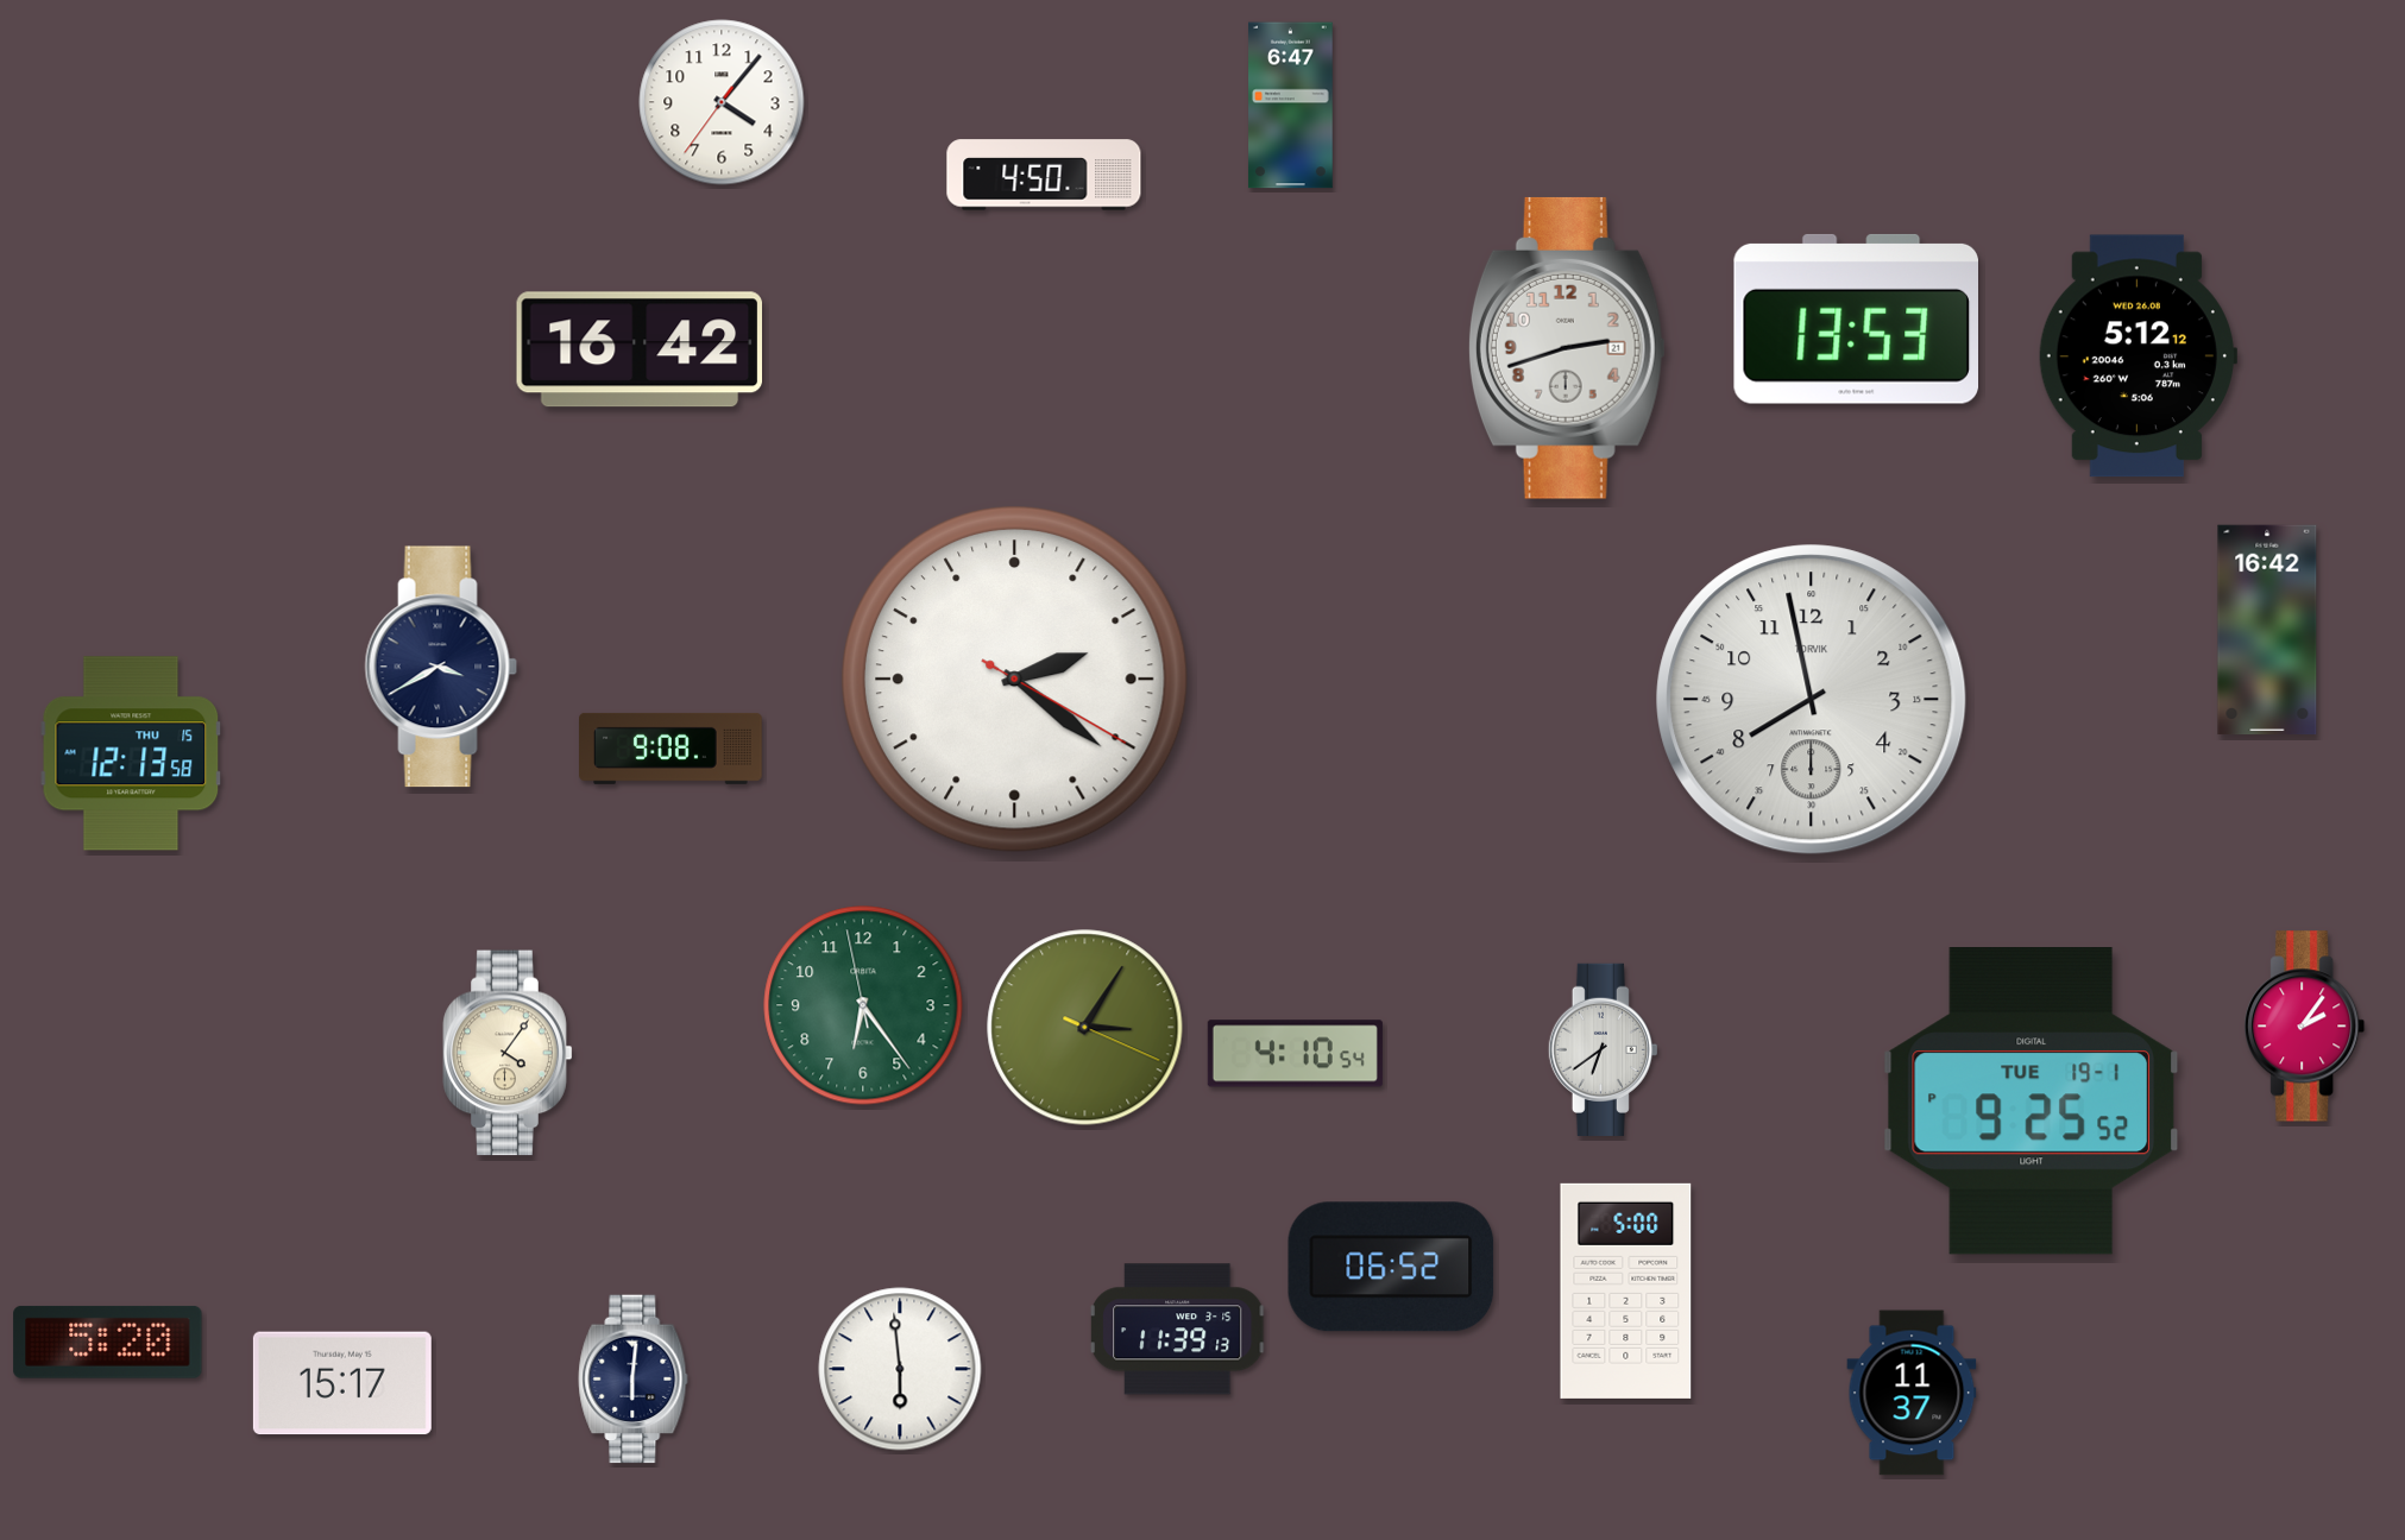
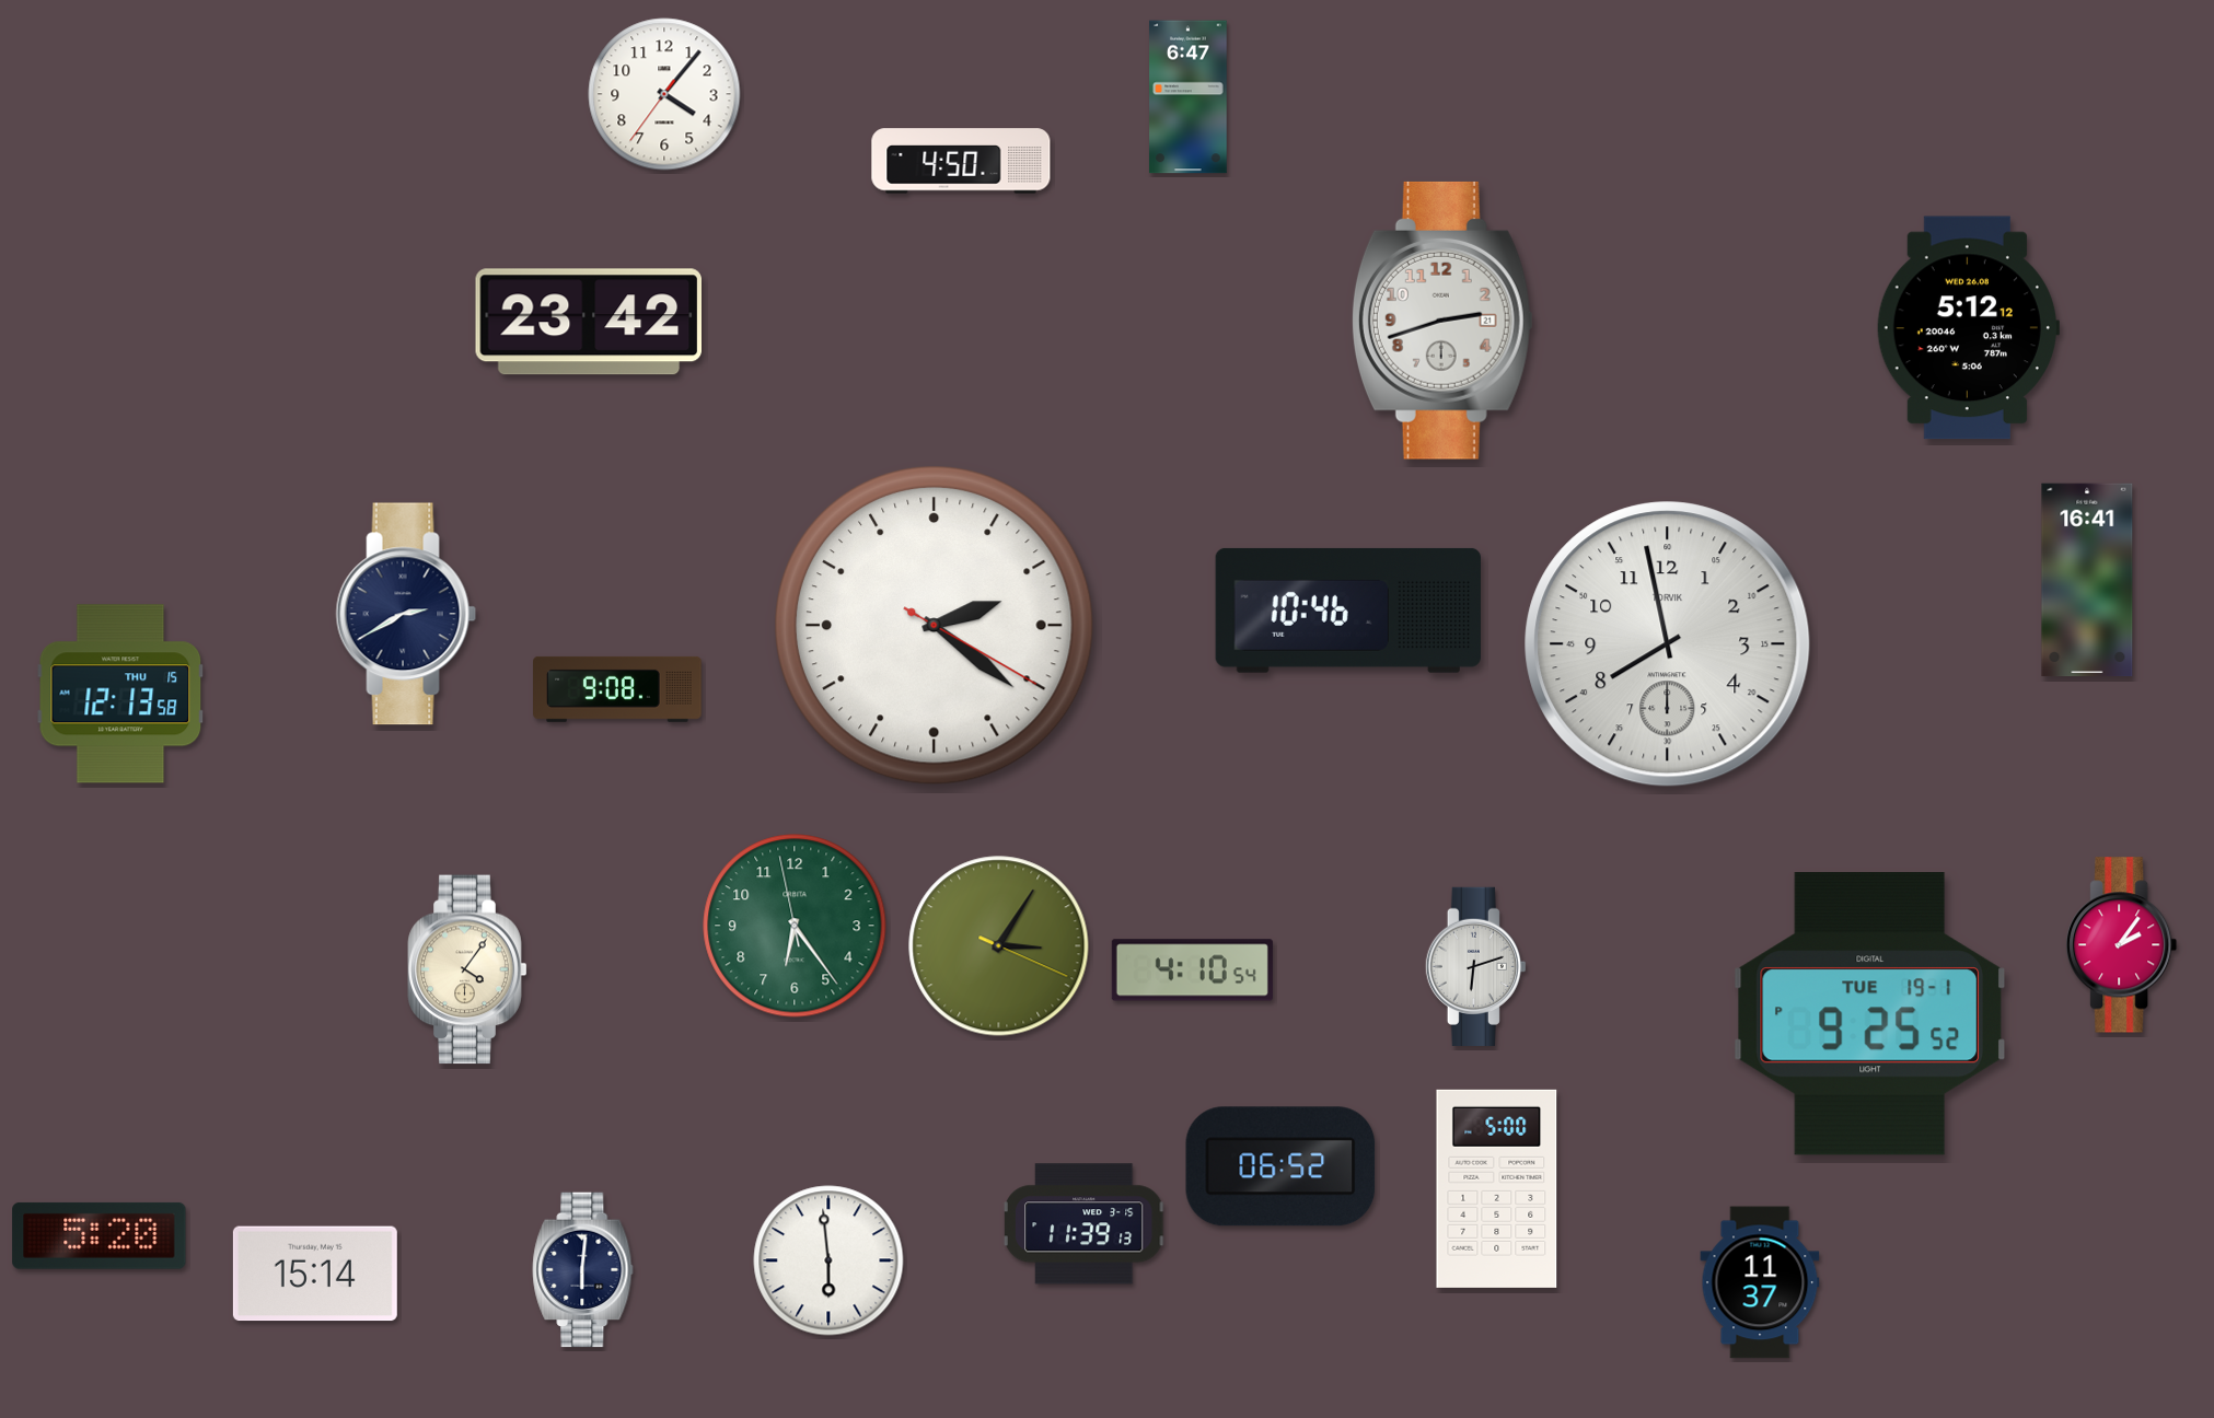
clock at (1856, 318): 13:53 -> none
clock at (638, 349): 16:42 -> 23:42
clock at (2267, 630): 16:42 -> 16:41
clock at (1348, 611): none -> 10:46
clock at (441, 667): 3:40 -> 2:40
clock at (1603, 1049): 6:39 -> 6:12
clock at (342, 1383): 15:17 -> 15:14
